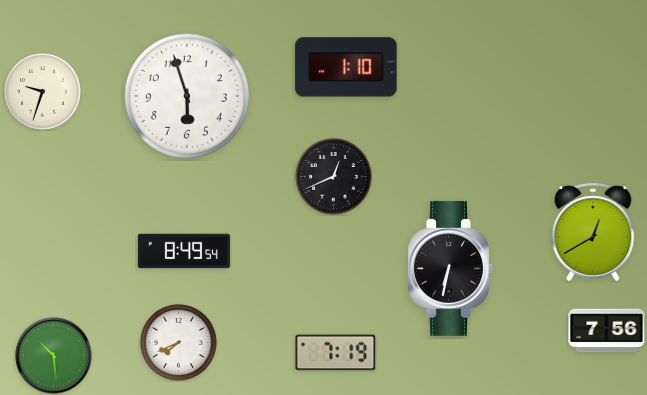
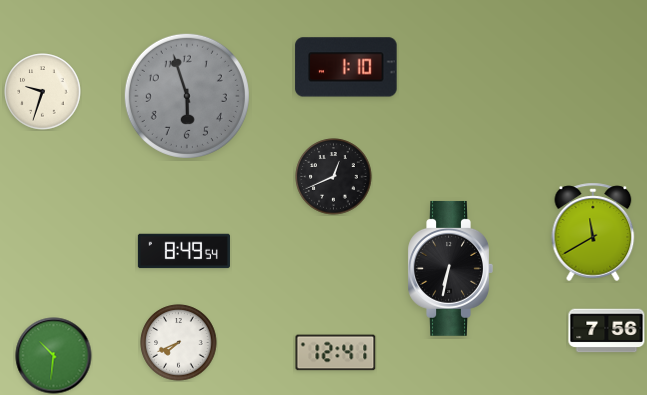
clock at (187, 96) dial: white -> grey
clock at (593, 232): 12:40 -> 11:40
clock at (336, 353): 7:19 -> 12:41
clock at (54, 356): 10:29 -> 10:31
